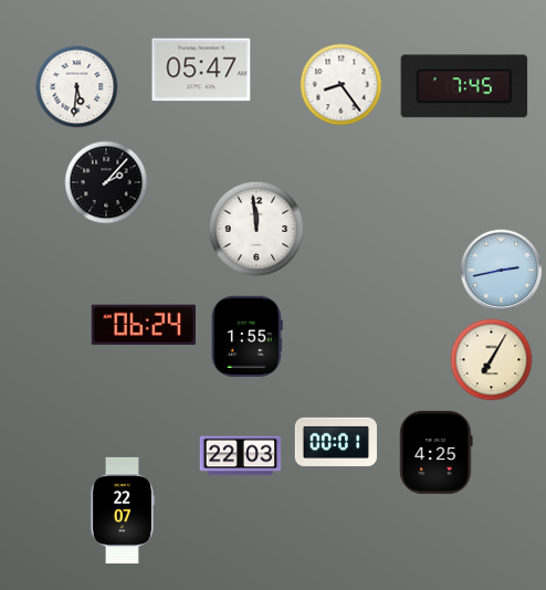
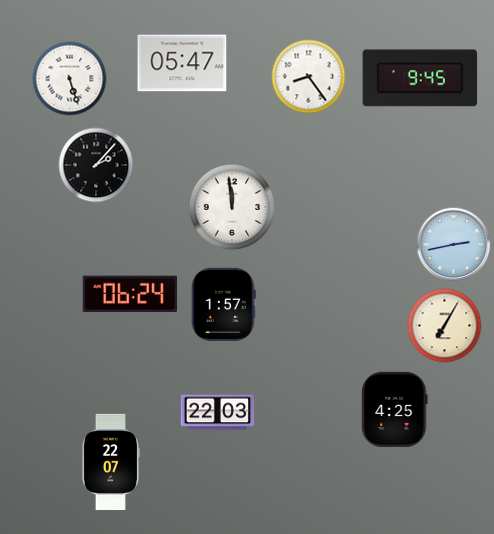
clock at (464, 86): 7:45 -> 9:45
clock at (77, 87): 5:31 -> 5:27
clock at (246, 336): 1:55 -> 1:57
clock at (335, 442): 00:01 -> none
